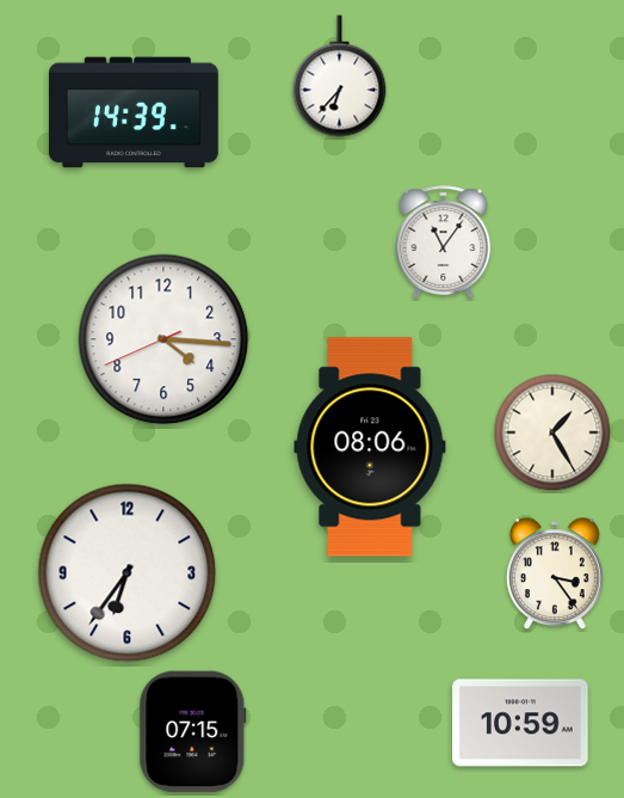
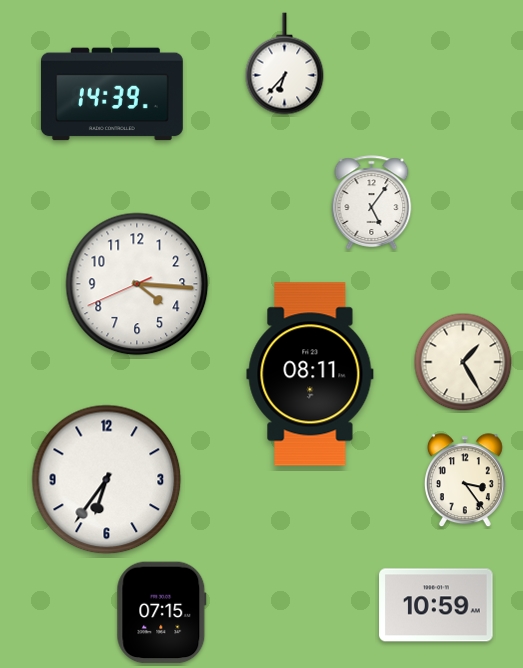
clock at (444, 243): 11:06 -> 5:06
clock at (370, 447): 08:06 -> 08:11
